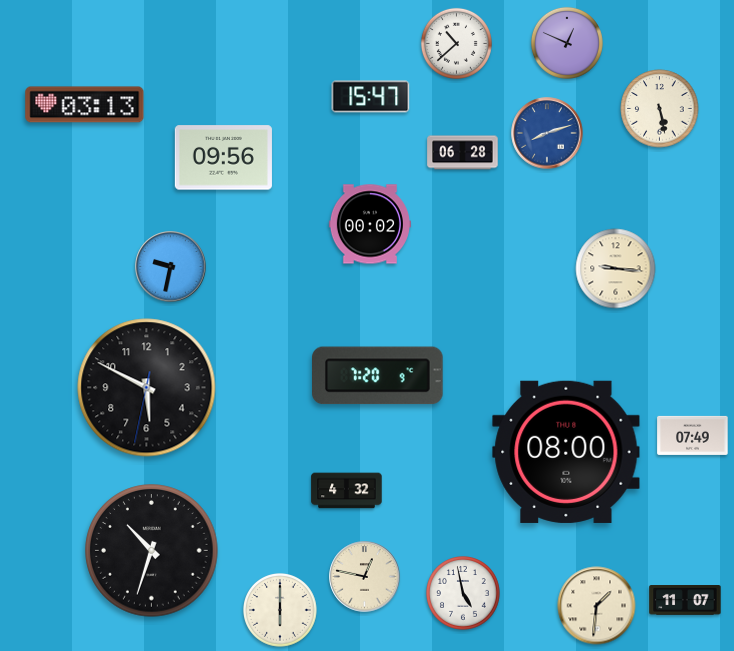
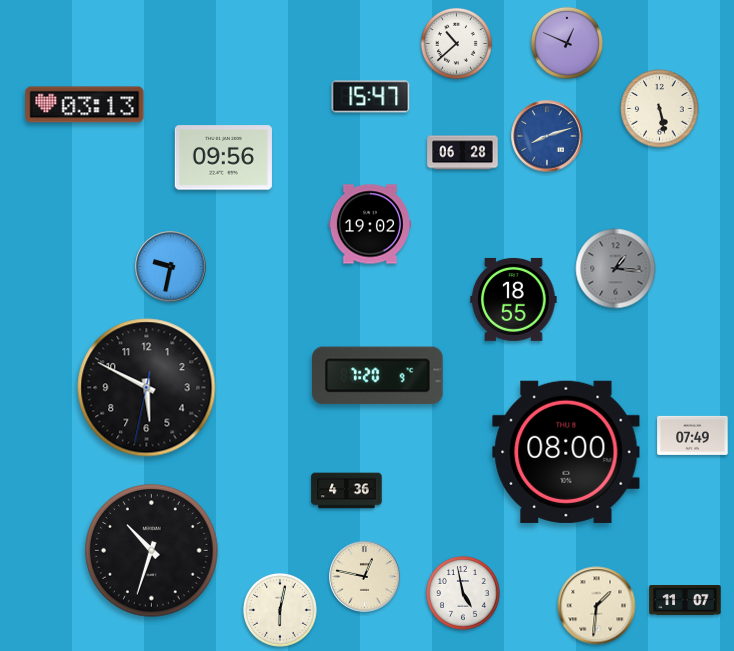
clock at (547, 133) position: (547, 133) -> (547, 136)
clock at (370, 224): 00:02 -> 19:02
clock at (616, 269): 9:16 -> 1:16
clock at (616, 269) dial: cream -> grey
clock at (514, 299): none -> 18:55
clock at (347, 491): 4:32 -> 4:36
clock at (281, 611): 6:00 -> 6:02
